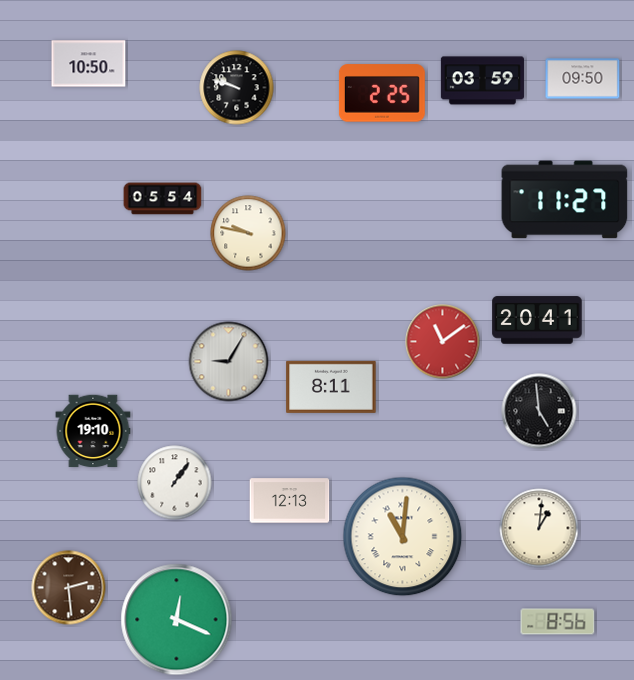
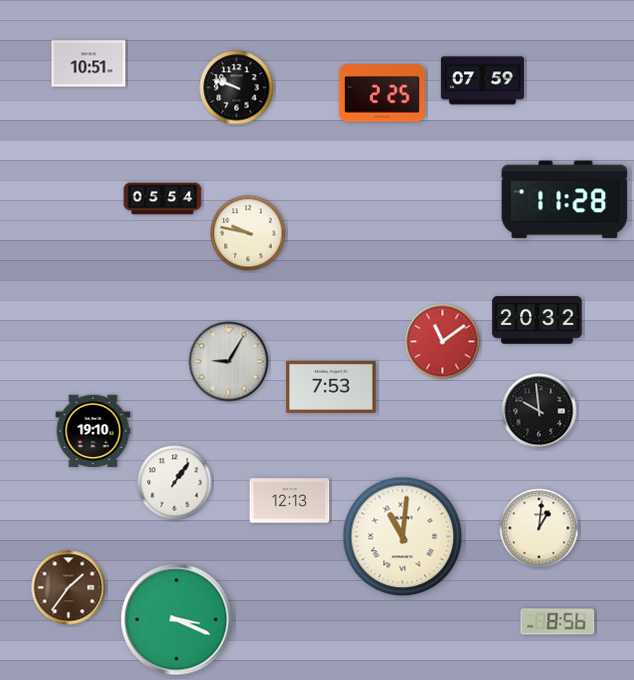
clock at (89, 64): 10:50 -> 10:51
clock at (583, 79): 09:50 -> none
clock at (482, 81): 03:59 -> 07:59
clock at (565, 200): 11:27 -> 11:28
clock at (537, 320): 20:41 -> 20:32
clock at (331, 387): 8:11 -> 7:53
clock at (539, 411): 4:59 -> 9:59
clock at (69, 588): 2:29 -> 1:36
clock at (177, 620): 12:19 -> 3:19
